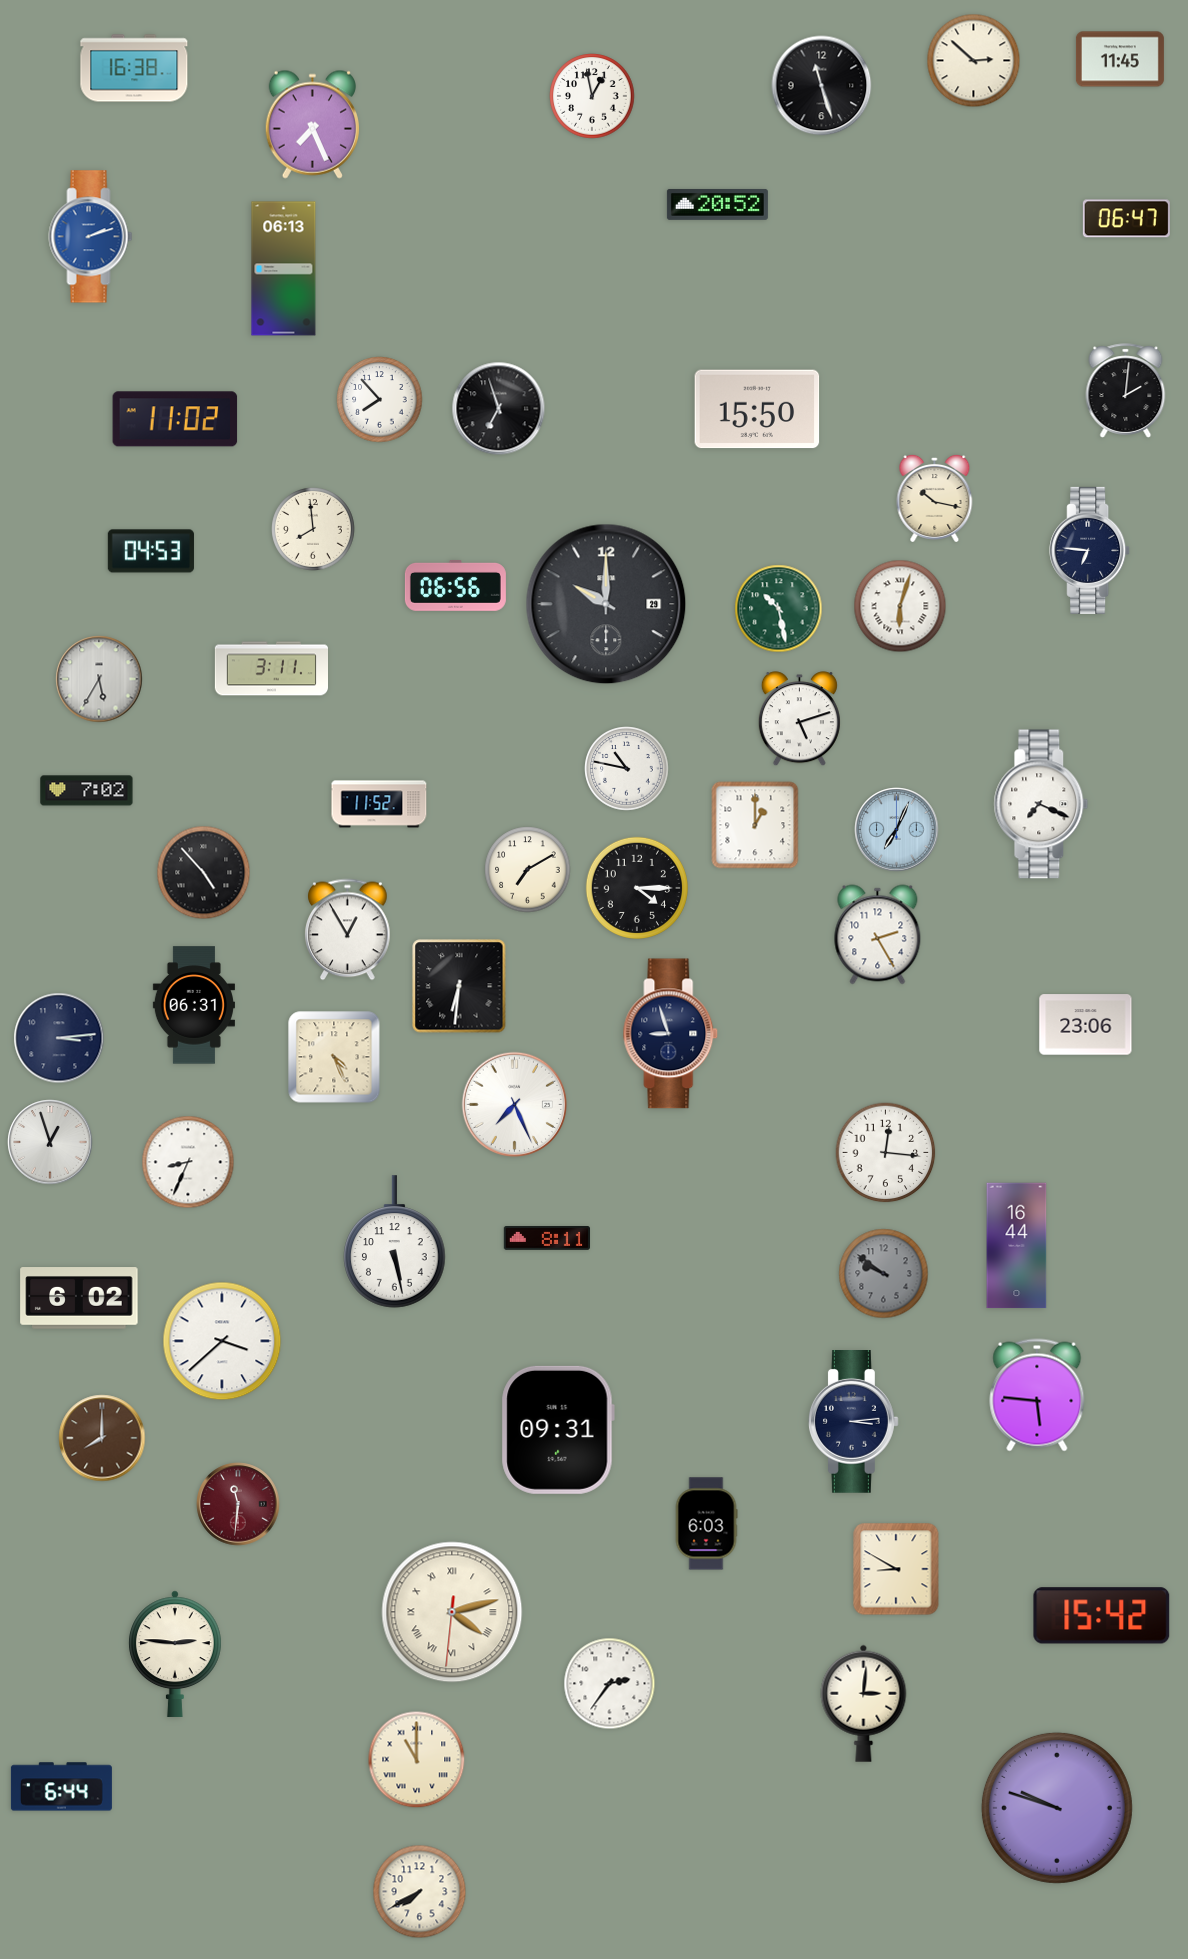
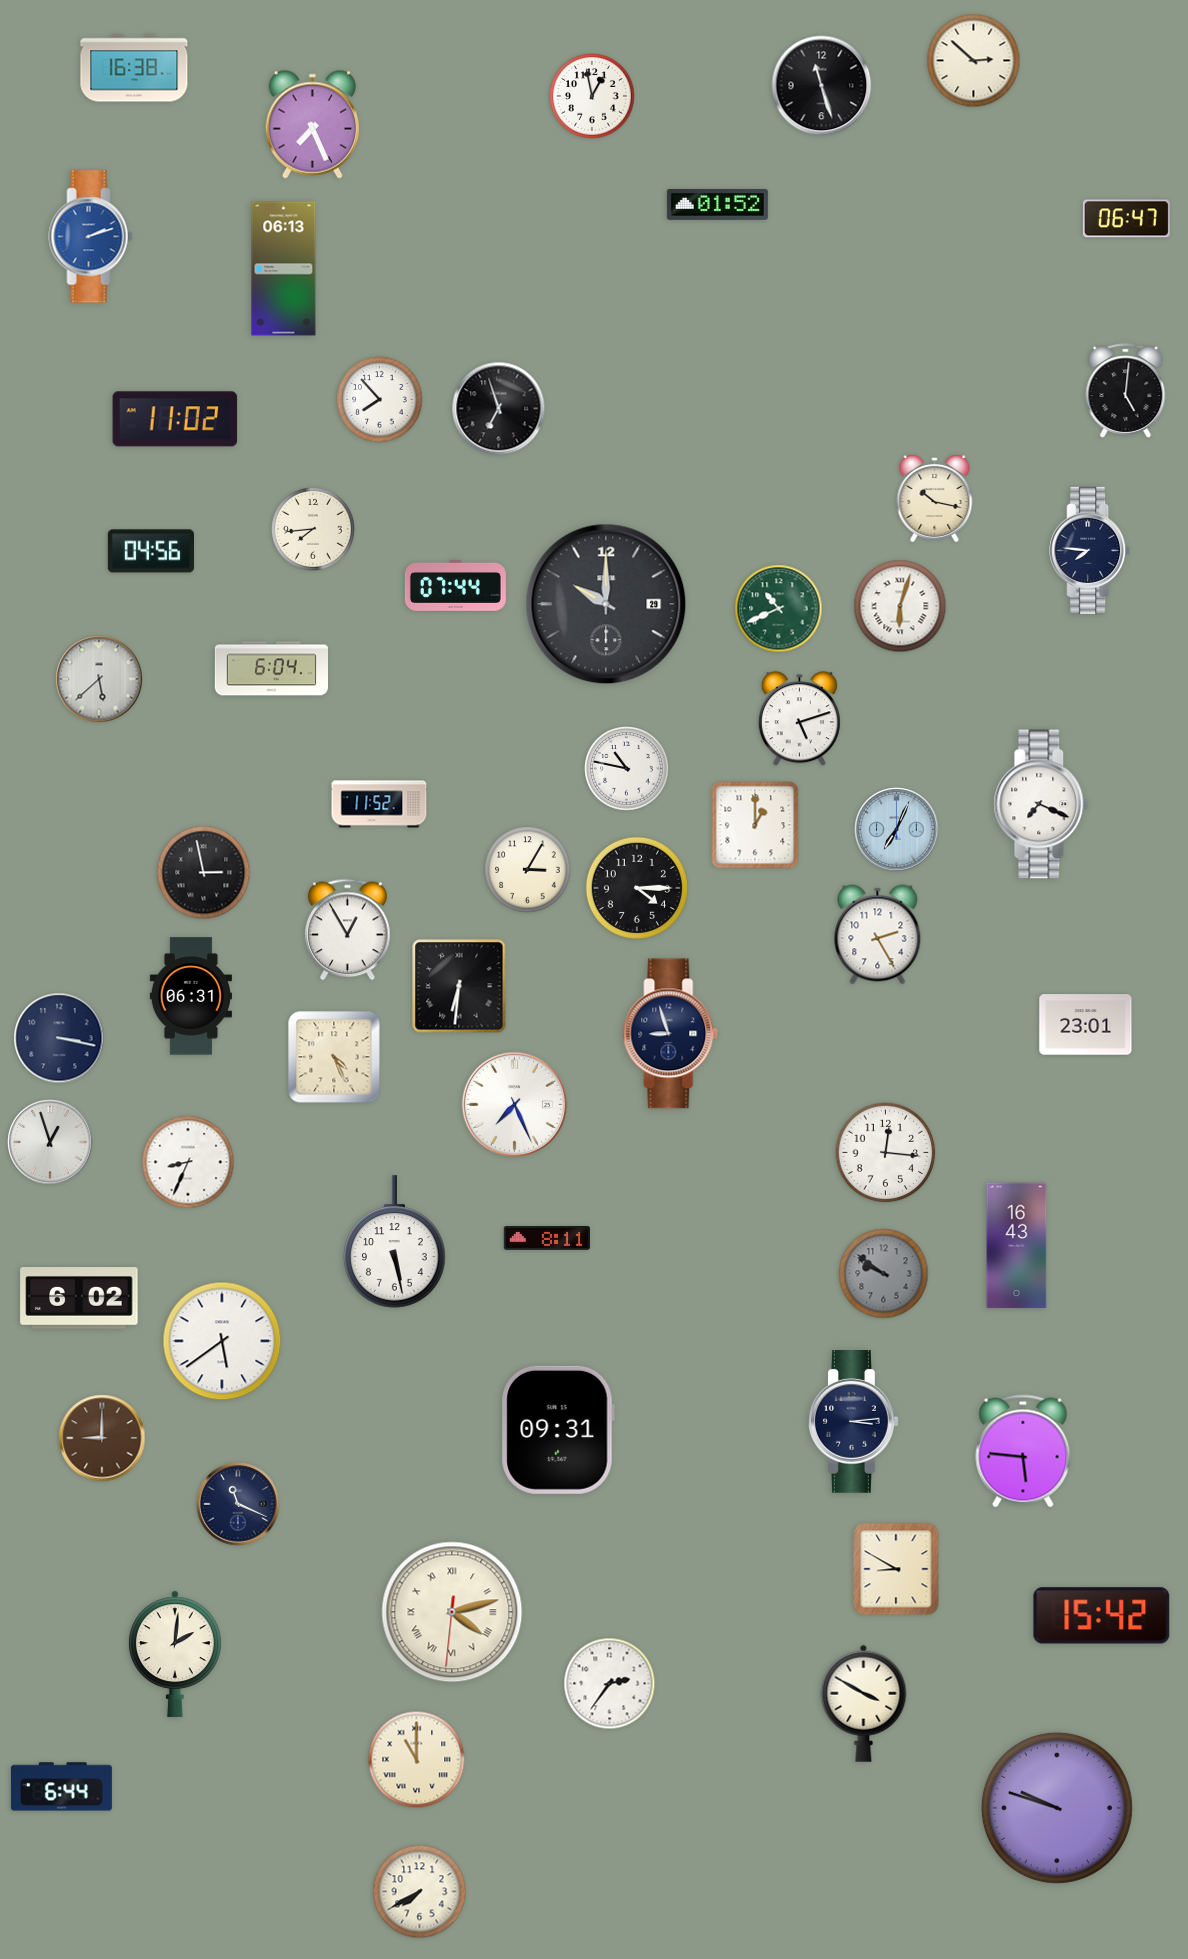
clock at (1120, 59): 11:45 -> none
clock at (717, 204): 20:52 -> 01:52
clock at (1126, 391): 2:01 -> 5:01
clock at (757, 409): 15:50 -> none
clock at (314, 530): 7:59 -> 7:44
clock at (1090, 550): 6:46 -> 7:46
clock at (150, 551): 04:53 -> 04:56
clock at (455, 585): 06:56 -> 07:44
clock at (779, 609): 10:28 -> 10:41
clock at (271, 669): 3:11 -> 6:04
clock at (99, 679): 5:35 -> 5:38
clock at (87, 791): 7:02 -> none
clock at (528, 870): 7:10 -> 3:05
clock at (204, 873): 4:53 -> 2:58
clock at (194, 1005) position: (194, 1005) -> (191, 996)
clock at (1086, 1025): 23:06 -> 23:01
clock at (59, 1038): 3:14 -> 3:17
clock at (1017, 1246): 16:44 -> 16:43
clock at (222, 1341): 3:38 -> 5:39
clock at (1037, 1395) position: (1037, 1395) -> (1023, 1451)
clock at (102, 1438): 8:00 -> 9:00
clock at (238, 1504): 11:31 -> 11:19
clock at (238, 1504) dial: burgundy -> navy
clock at (706, 1524): 6:03 -> none
clock at (175, 1654): 2:46 -> 2:01
clock at (864, 1703): 3:01 -> 3:50
